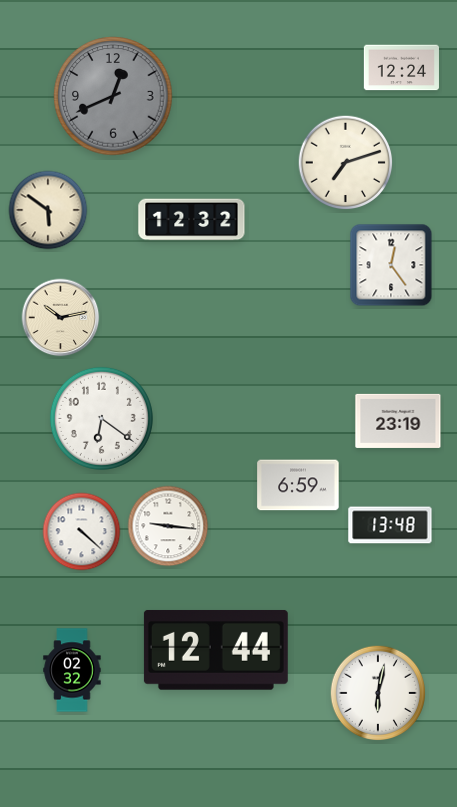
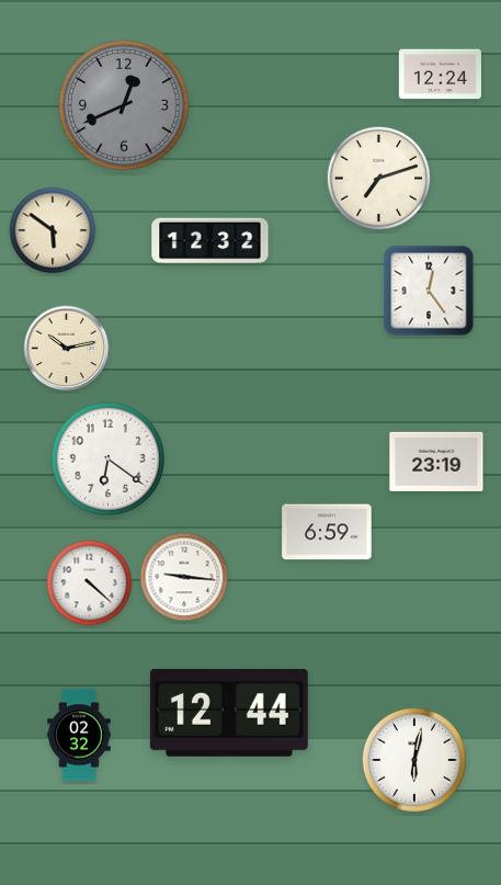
clock at (101, 418) position: (101, 418) -> (107, 458)
clock at (390, 525): 13:48 -> none
clock at (216, 650) position: (216, 650) -> (229, 713)
